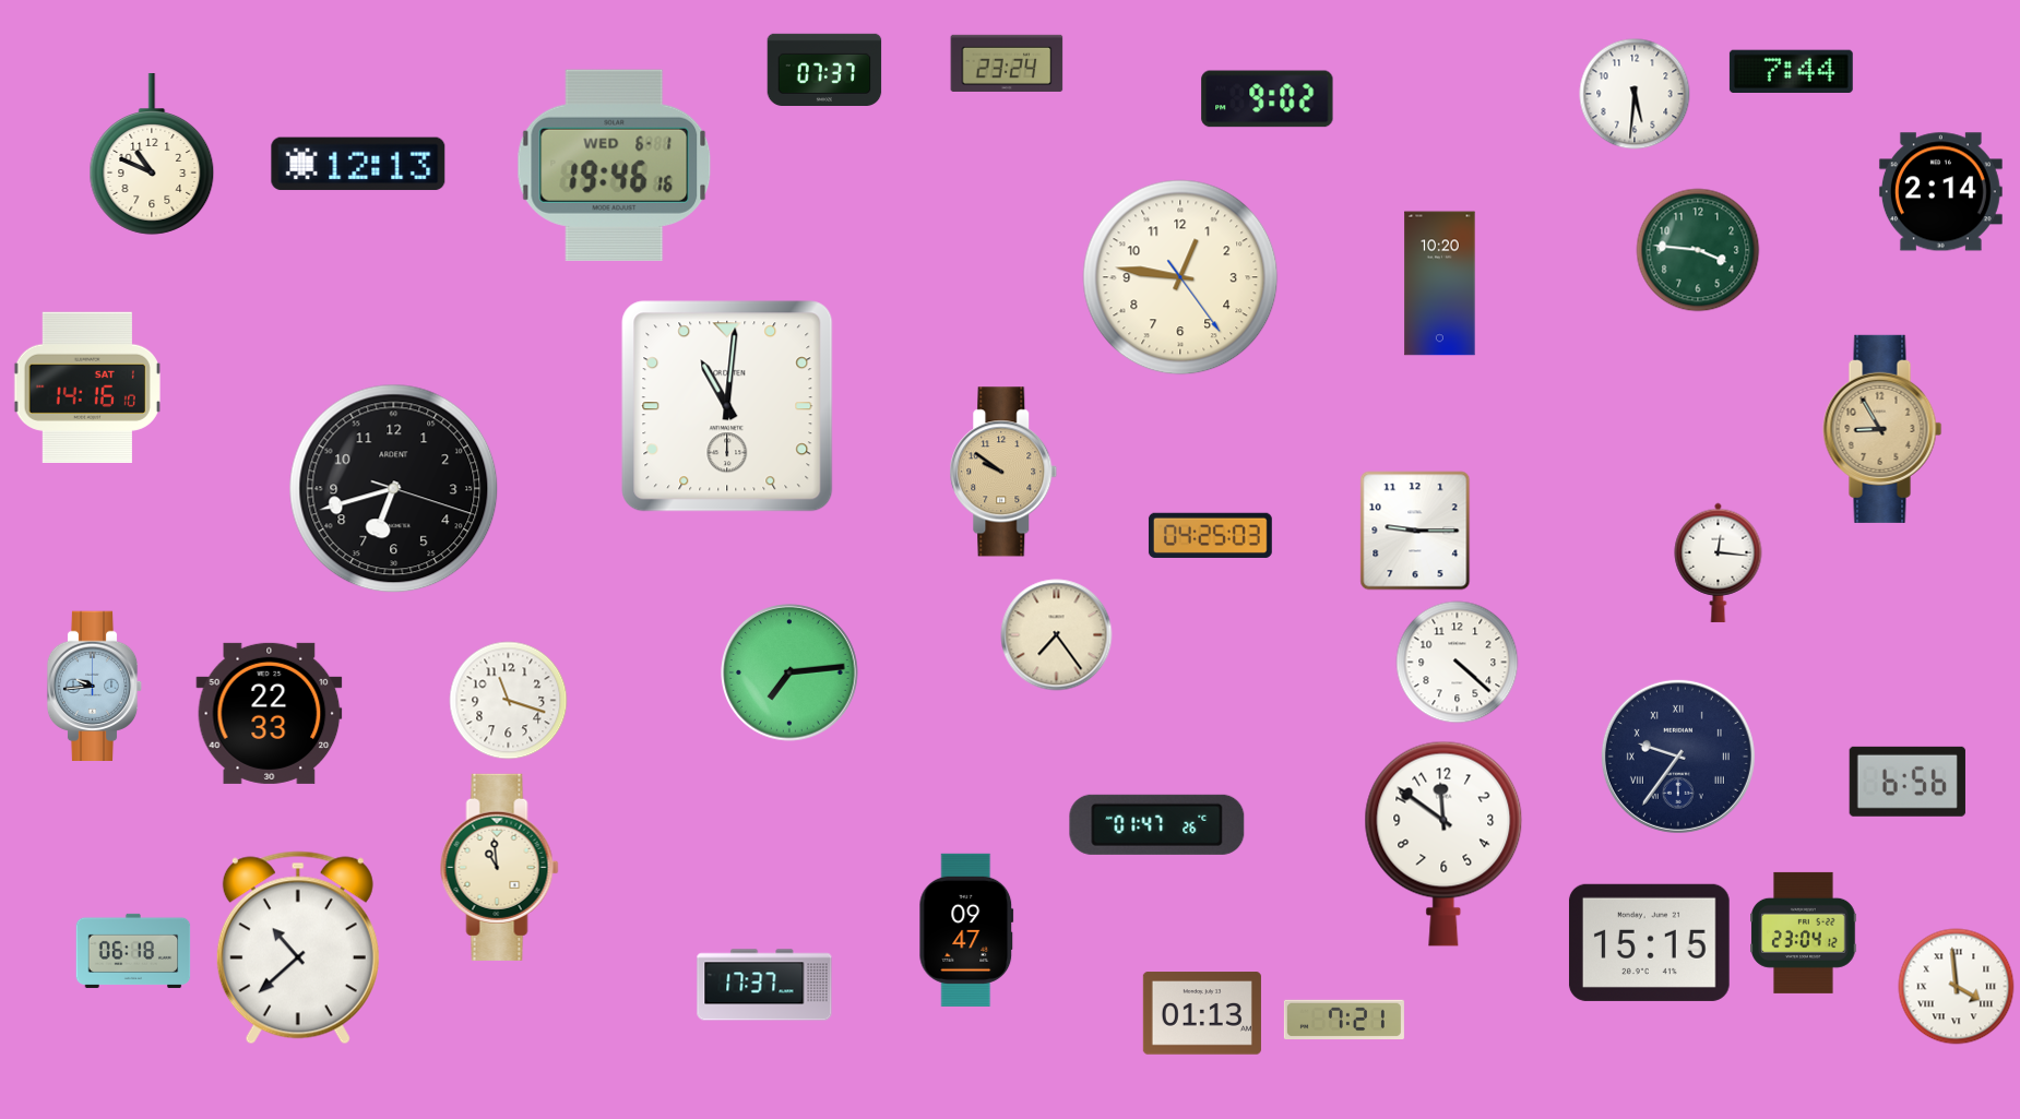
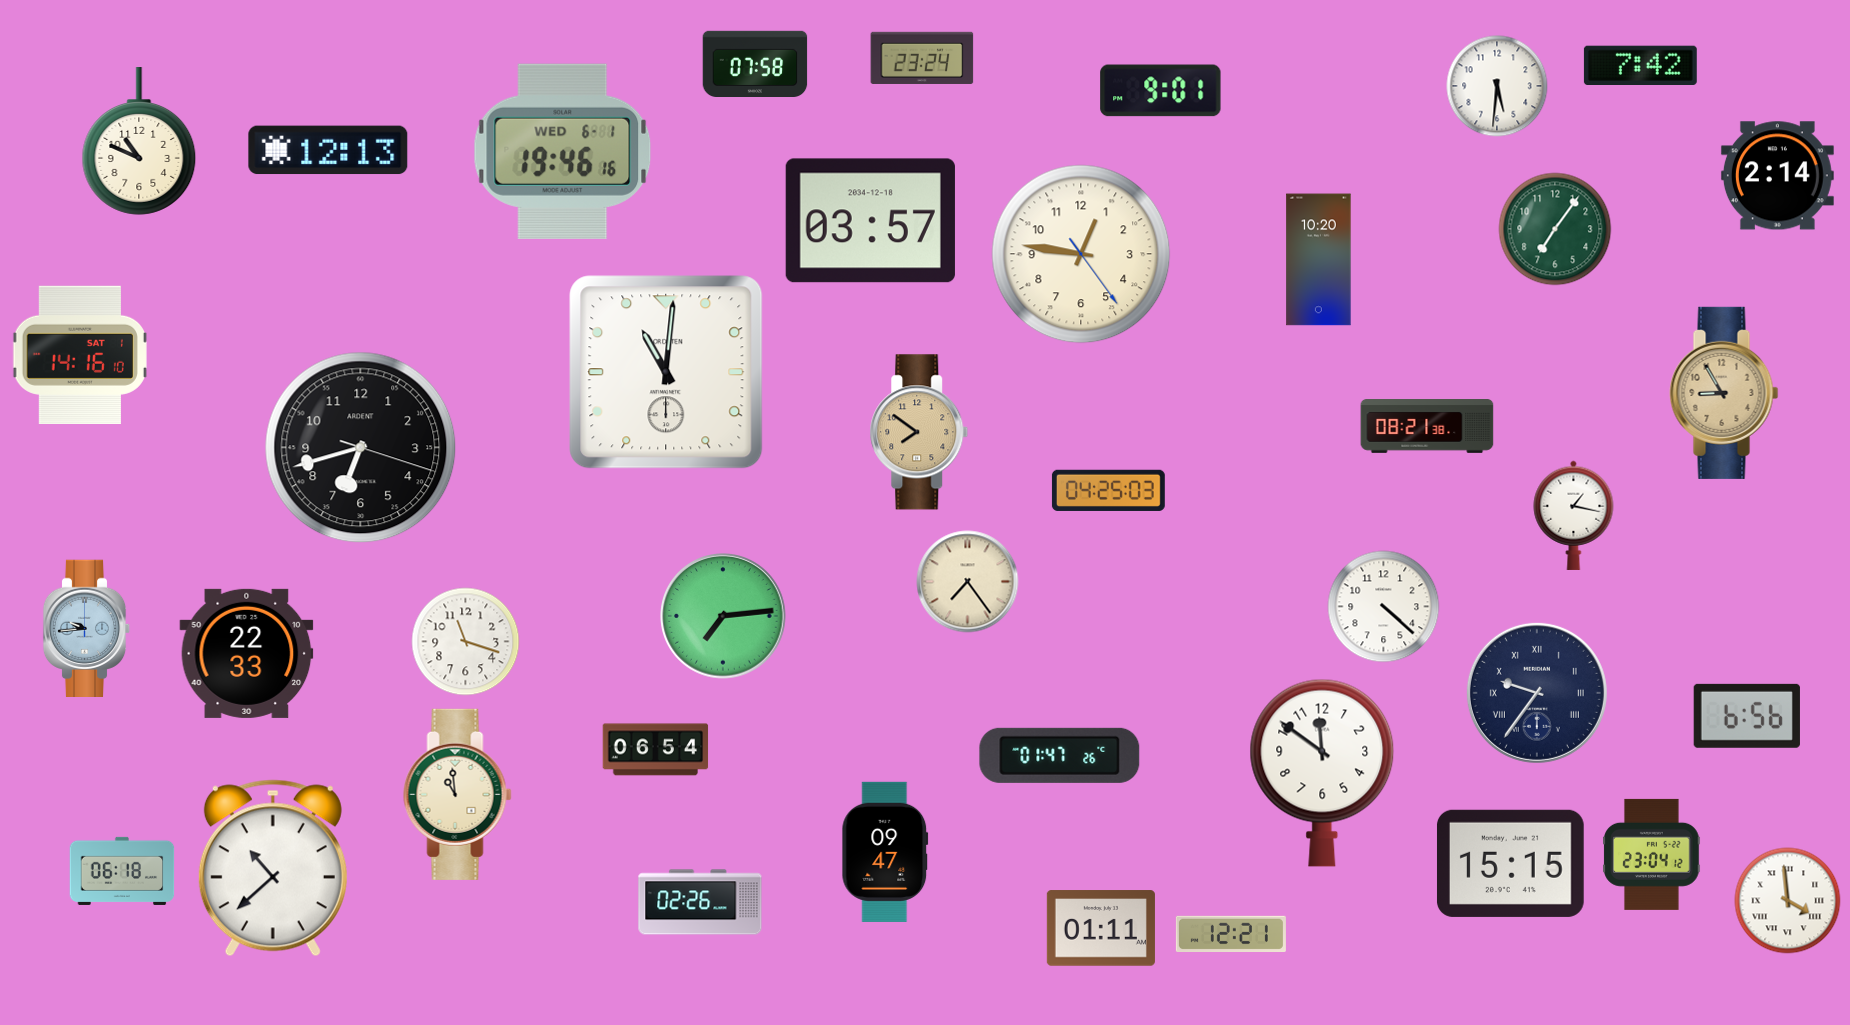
clock at (824, 69): 07:37 -> 07:58
clock at (1791, 71): 7:44 -> 7:42
clock at (1268, 99): 9:02 -> 9:01
clock at (870, 221): none -> 03:57
clock at (1698, 250): 3:46 -> 7:06
clock at (1427, 427): none -> 08:21
clock at (1003, 472): 9:51 -> 7:51
clock at (1415, 531): 9:15 -> none
clock at (1719, 562): 12:16 -> 1:17
clock at (1458, 663) position: (1458, 663) -> (1384, 607)
clock at (656, 750): none -> 06:54
clock at (764, 985): 17:37 -> 02:26
clock at (1957, 987) position: (1957, 987) -> (1788, 901)
clock at (1202, 1013): 01:13 -> 01:11
clock at (1344, 1019): 7:21 -> 12:21
